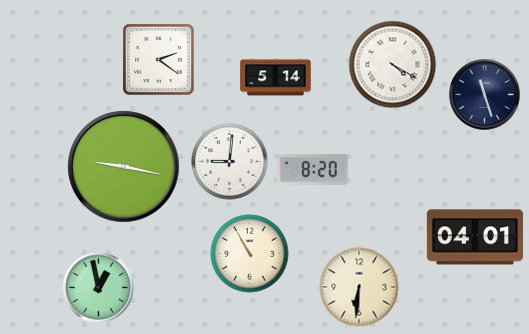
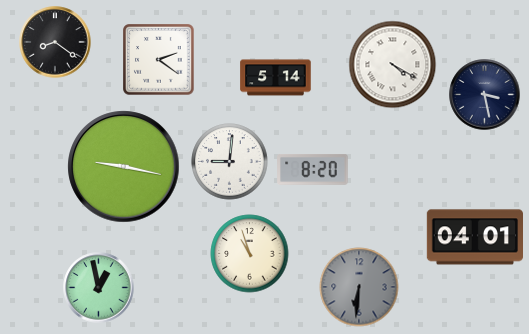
clock at (55, 42): none -> 8:21
clock at (485, 95): 11:27 -> 3:28
clock at (250, 254): 10:55 -> 10:57
clock at (359, 287) dial: cream -> grey
